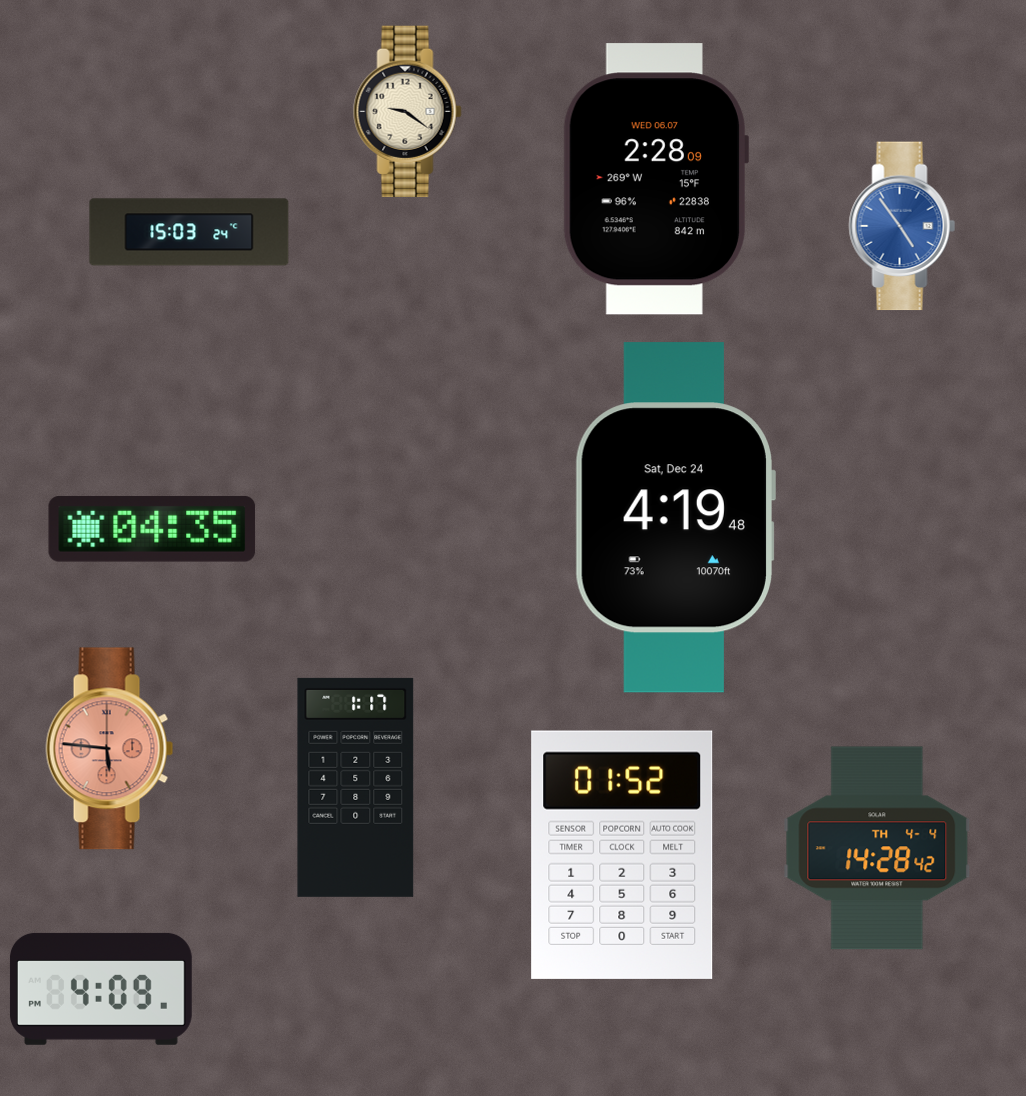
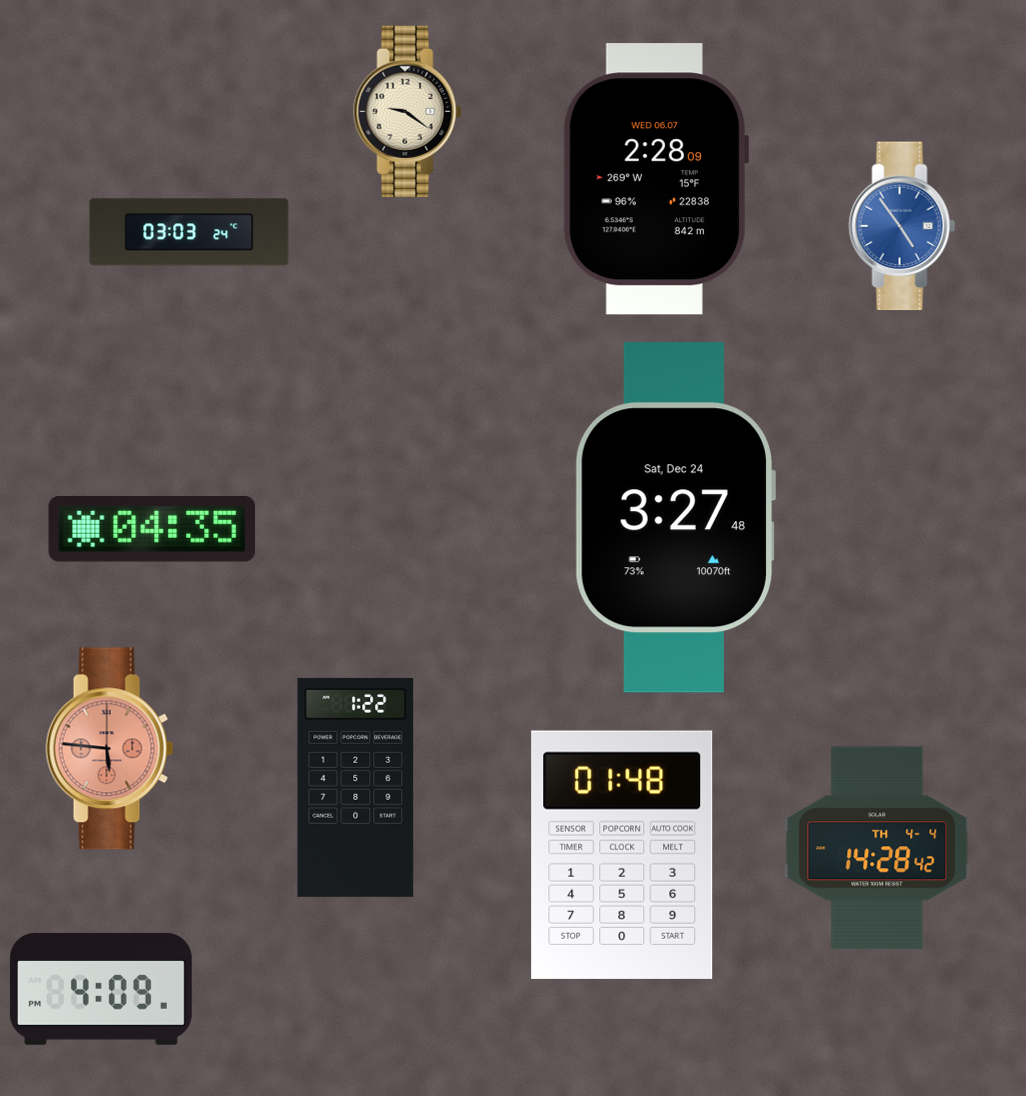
clock at (189, 232): 15:03 -> 03:03
clock at (675, 518): 4:19 -> 3:27
clock at (356, 787): 1:17 -> 1:22
clock at (622, 855): 01:52 -> 01:48
